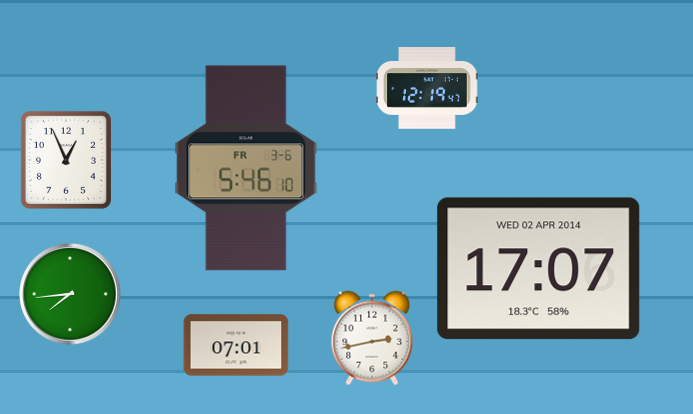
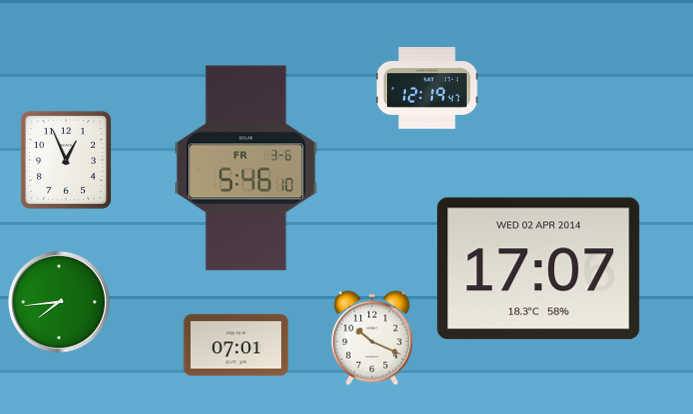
clock at (70, 294) position: (70, 294) -> (59, 302)
clock at (372, 338): 2:43 -> 10:19
